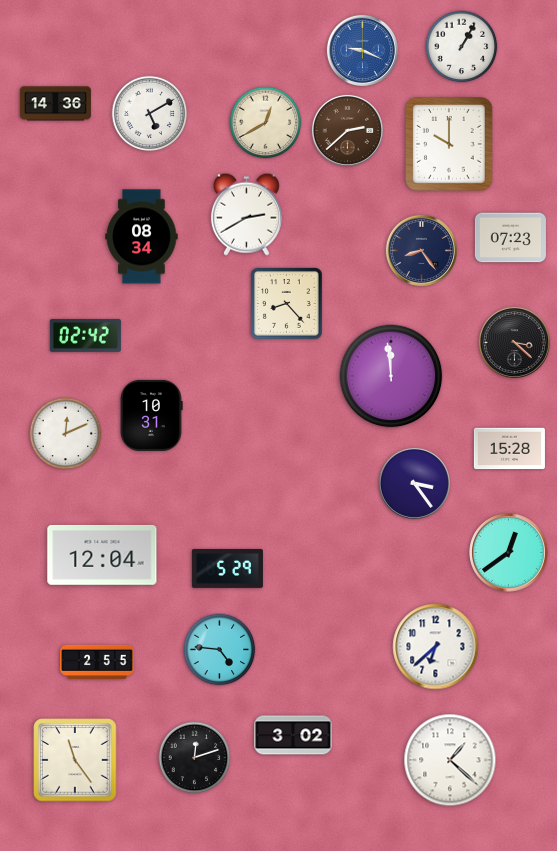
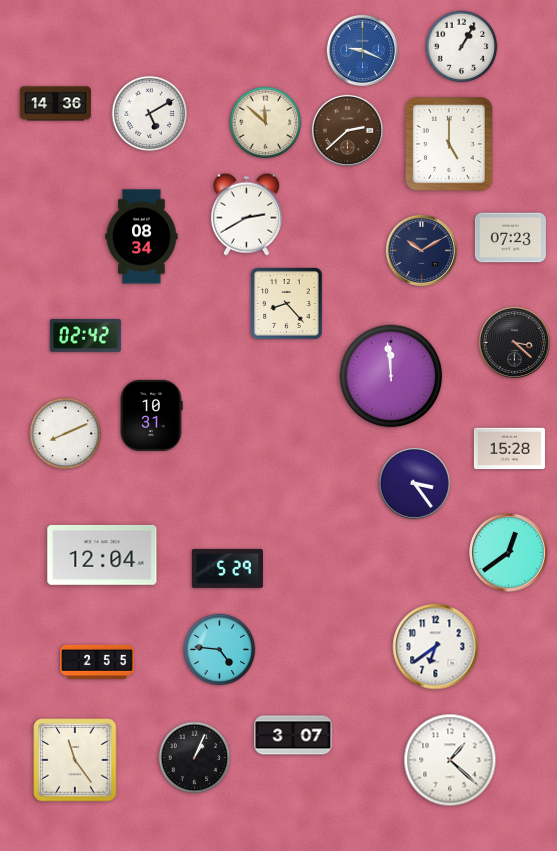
clock at (266, 123): 12:40 -> 11:52
clock at (449, 144): 10:00 -> 5:00
clock at (421, 250): 8:24 -> 10:10
clock at (66, 434): 12:11 -> 8:11
clock at (436, 647): 6:38 -> 6:39
clock at (293, 735): 3:02 -> 3:07
clock at (195, 758): 12:12 -> 1:04
